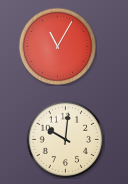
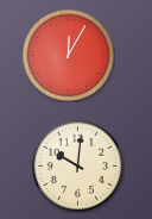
clock at (57, 46): 11:05 -> 12:05
